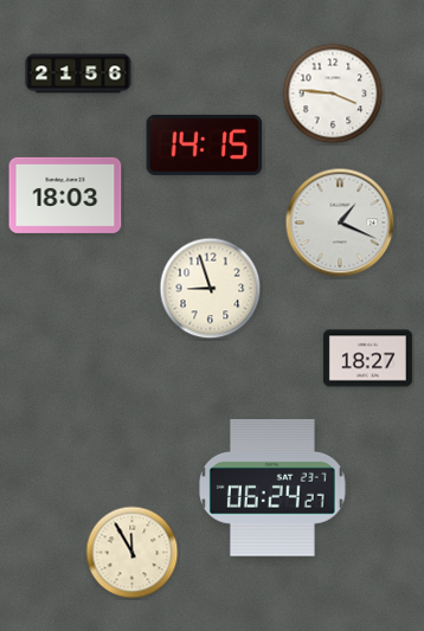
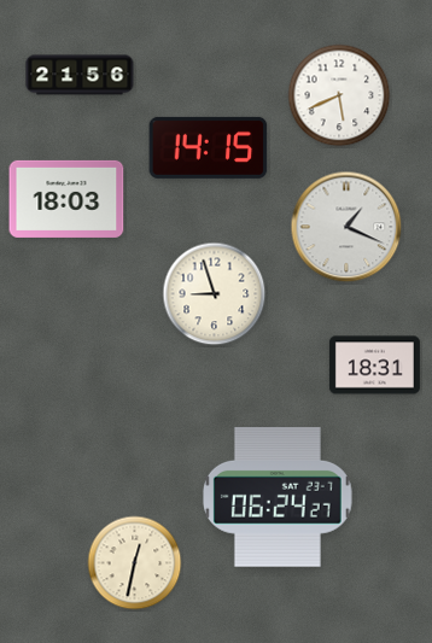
clock at (333, 94): 3:46 -> 5:41
clock at (367, 359): 18:27 -> 18:31
clock at (133, 553): 11:55 -> 12:32
